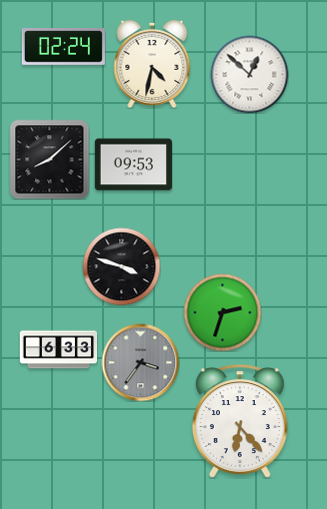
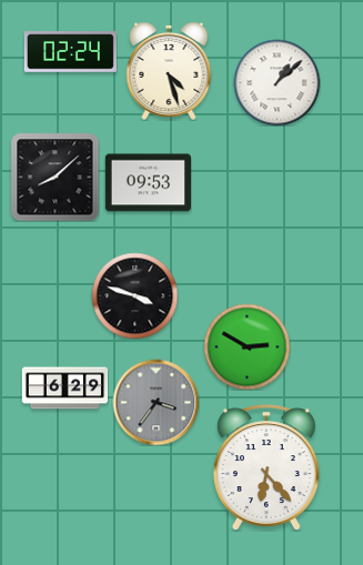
clock at (152, 64): 4:32 -> 4:27
clock at (249, 74): 12:52 -> 1:08
clock at (222, 312): 2:33 -> 2:50
clock at (58, 350): 6:33 -> 6:29
